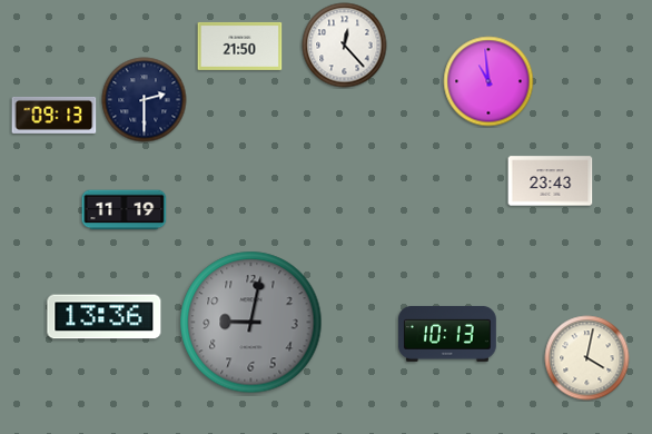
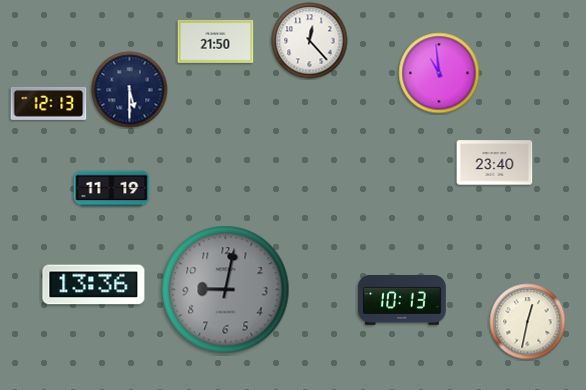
clock at (145, 100): 2:30 -> 5:30
clock at (55, 115): 09:13 -> 12:13
clock at (551, 181): 23:43 -> 23:40
clock at (587, 358): 4:02 -> 12:32
